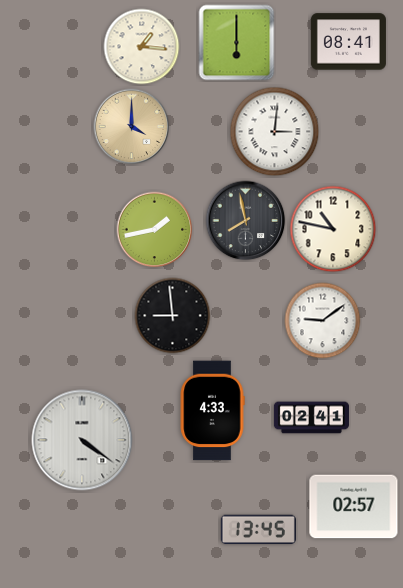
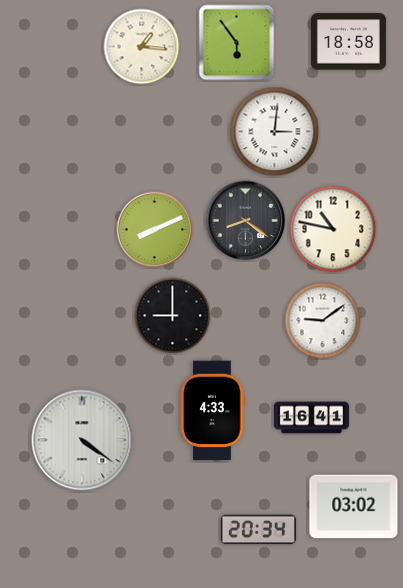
clock at (348, 42): 08:41 -> 18:58
clock at (237, 43): 6:00 -> 5:54
clock at (132, 127): 4:00 -> none
clock at (246, 221): 7:58 -> 8:21
clock at (155, 230): 1:43 -> 8:11
clock at (173, 316): 8:59 -> 9:00
clock at (311, 418): 02:41 -> 16:41
clock at (354, 507): 02:57 -> 03:02
clock at (258, 530): 13:45 -> 20:34
